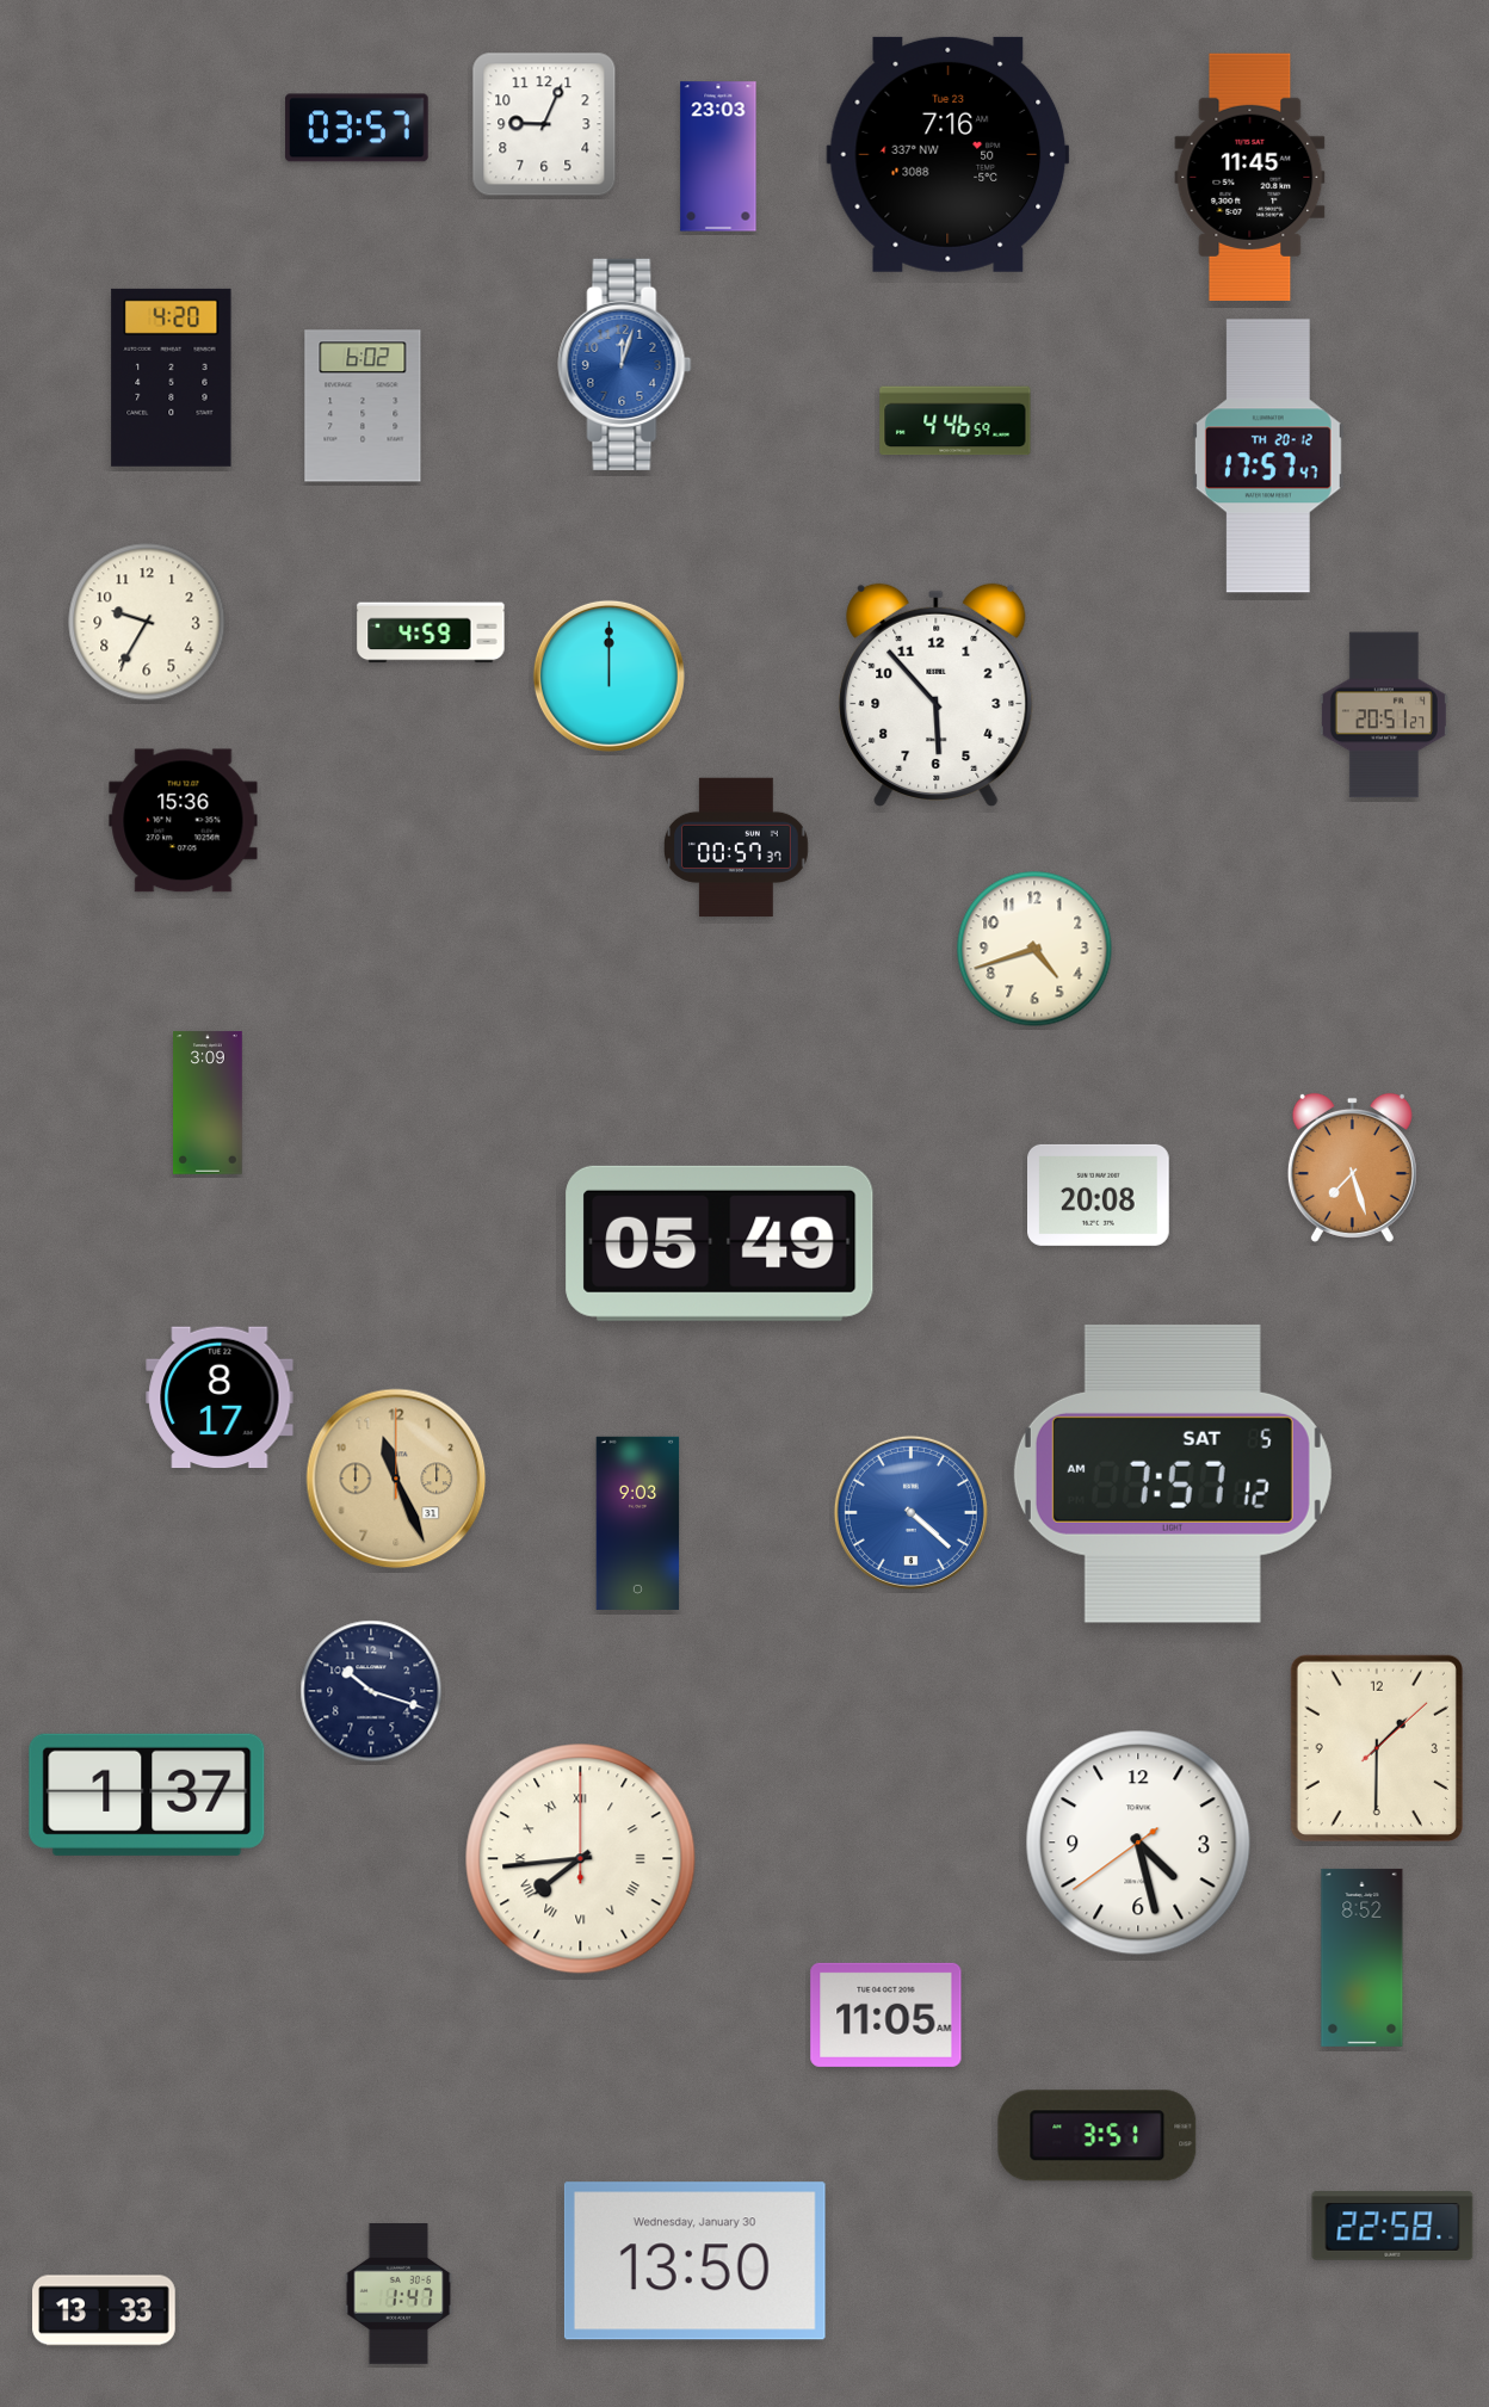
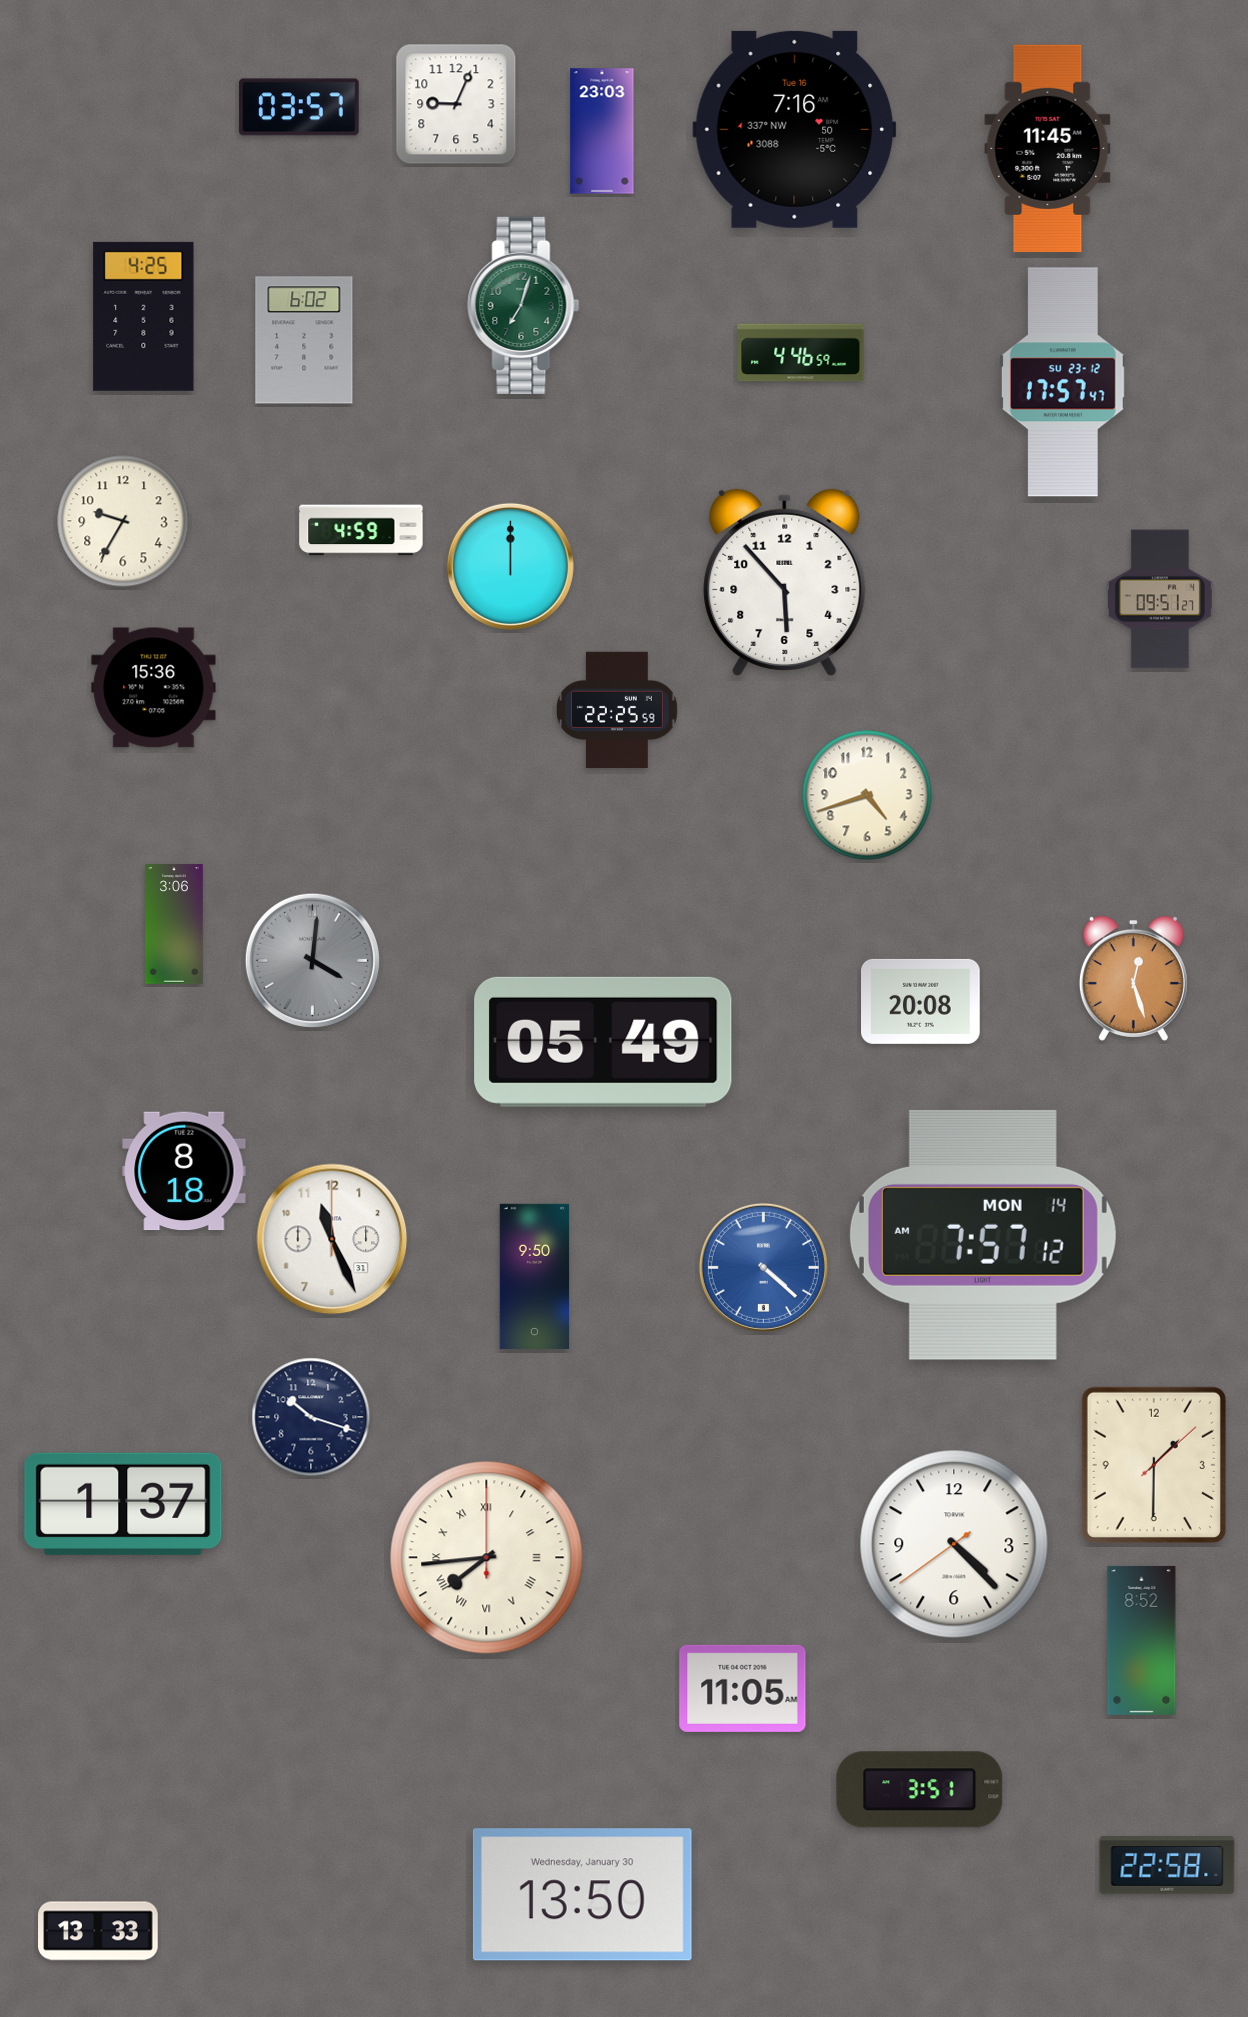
clock at (949, 154) date: Tue 23 -> Tue 16
clock at (625, 364): 12:03 -> 7:03
clock at (625, 364) dial: blue -> green
clock at (172, 377): 4:20 -> 4:25
clock at (1268, 456) date: TH 20-12 -> SU 23-12
clock at (1384, 715): 20:51 -> 09:51
clock at (737, 847): 00:57 -> 22:25
clock at (208, 1103): 3:09 -> 3:06
clock at (312, 960): none -> 4:01
clock at (1352, 1167): 7:27 -> 12:27
clock at (220, 1397): 8:17 -> 8:18
clock at (1173, 1474) date: SAT 5 -> MON 14
clock at (396, 1479) dial: champagne -> white
clock at (638, 1523): 9:03 -> 9:50
clock at (1138, 1843): 4:27 -> 4:22
clock at (398, 2295): 1:47 -> none
clock at (104, 2310) position: (104, 2310) -> (98, 1931)
